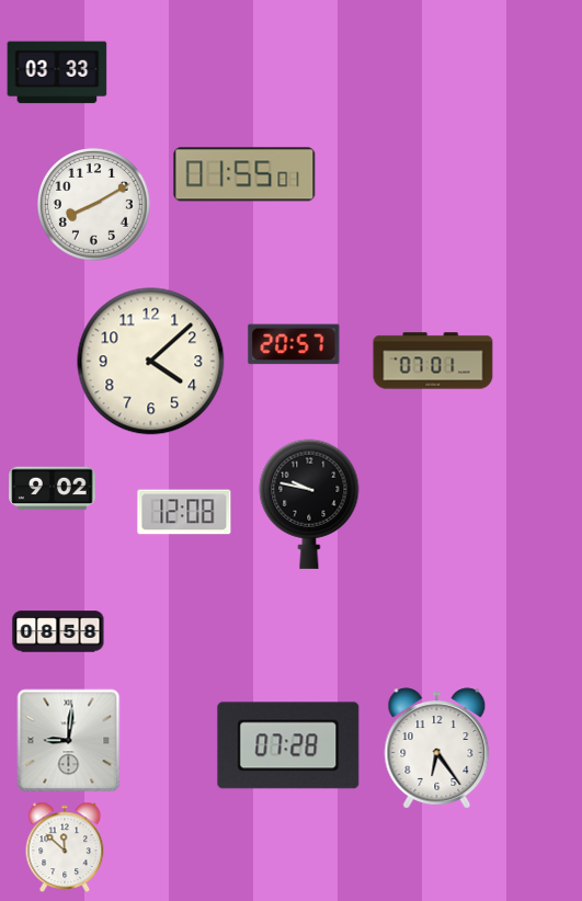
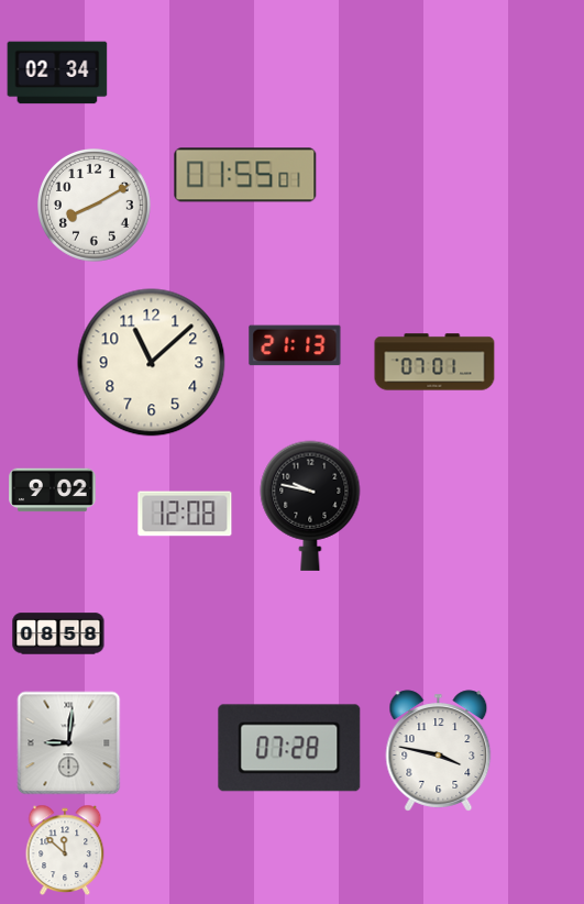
clock at (57, 72): 03:33 -> 02:34
clock at (294, 344): 20:57 -> 21:13
clock at (151, 362): 4:08 -> 11:08
clock at (437, 749): 6:24 -> 3:47
